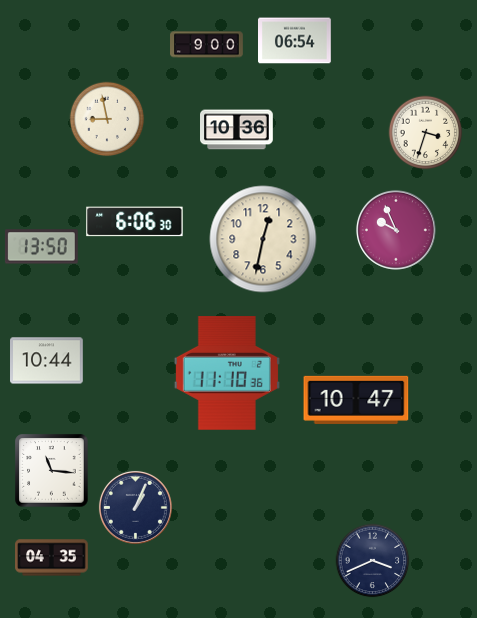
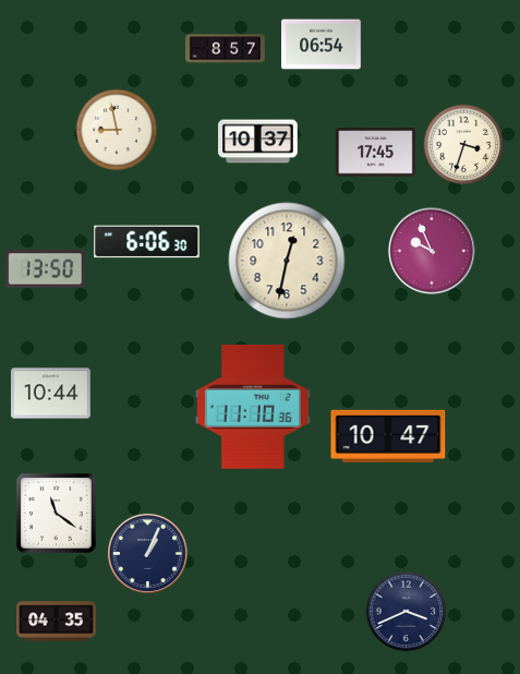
clock at (207, 45): 9:00 -> 8:57
clock at (237, 130): 10:36 -> 10:37
clock at (376, 153): none -> 17:45
clock at (227, 374) position: (227, 374) -> (253, 408)
clock at (52, 471): 11:16 -> 11:21
clock at (52, 558) position: (52, 558) -> (57, 622)
